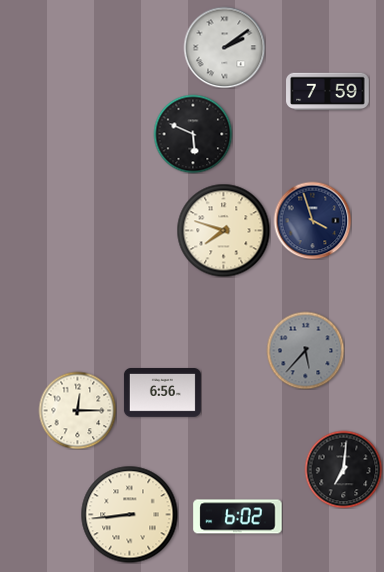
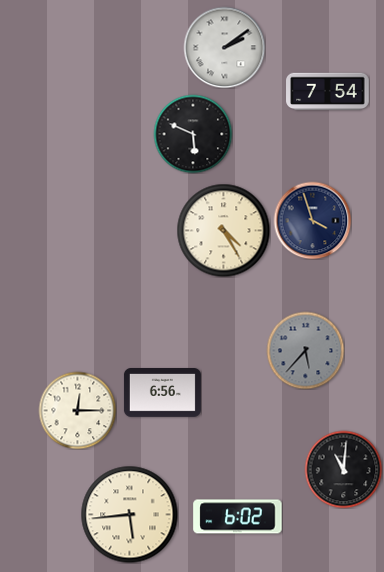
clock at (328, 92): 7:59 -> 7:54
clock at (223, 230): 7:48 -> 4:25
clock at (343, 469): 7:01 -> 11:01
clock at (129, 514): 8:44 -> 5:44
